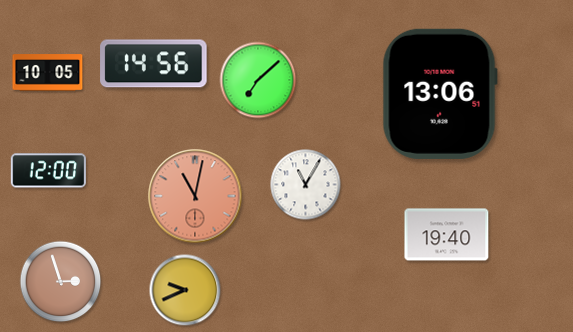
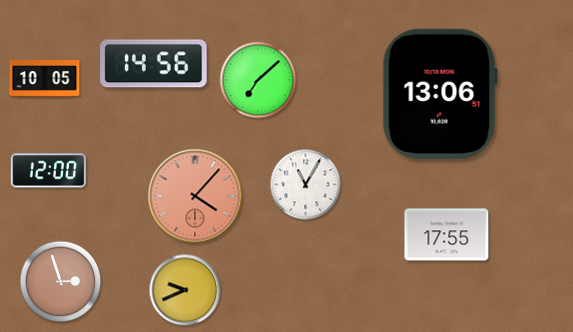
clock at (48, 73) position: (48, 73) -> (45, 79)
clock at (195, 196): 11:02 -> 4:07
clock at (447, 235): 19:40 -> 17:55
